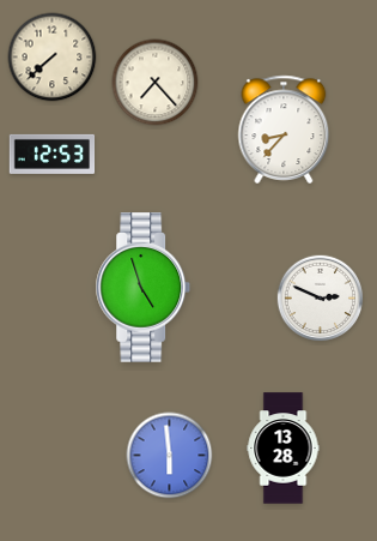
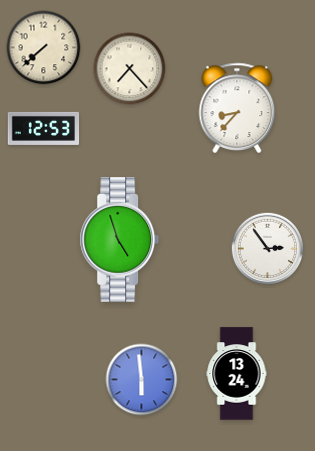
clock at (321, 299): 2:49 -> 2:54
clock at (284, 449): 13:28 -> 13:24
